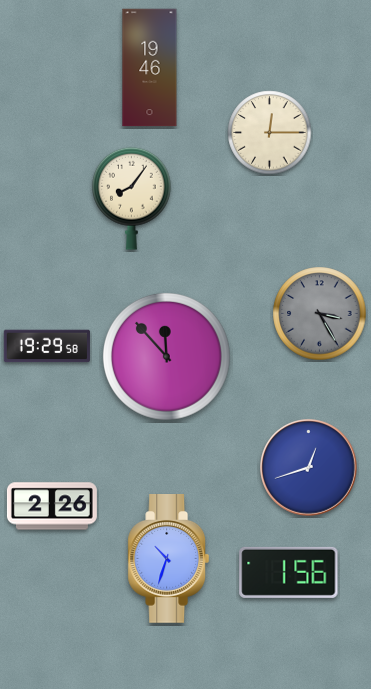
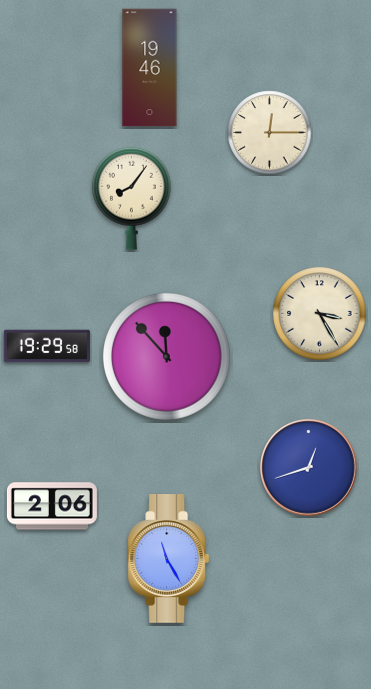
clock at (320, 314) dial: grey -> cream
clock at (52, 506): 2:26 -> 2:06
clock at (169, 559): 10:33 -> 11:25
clock at (289, 572): 1:56 -> none
